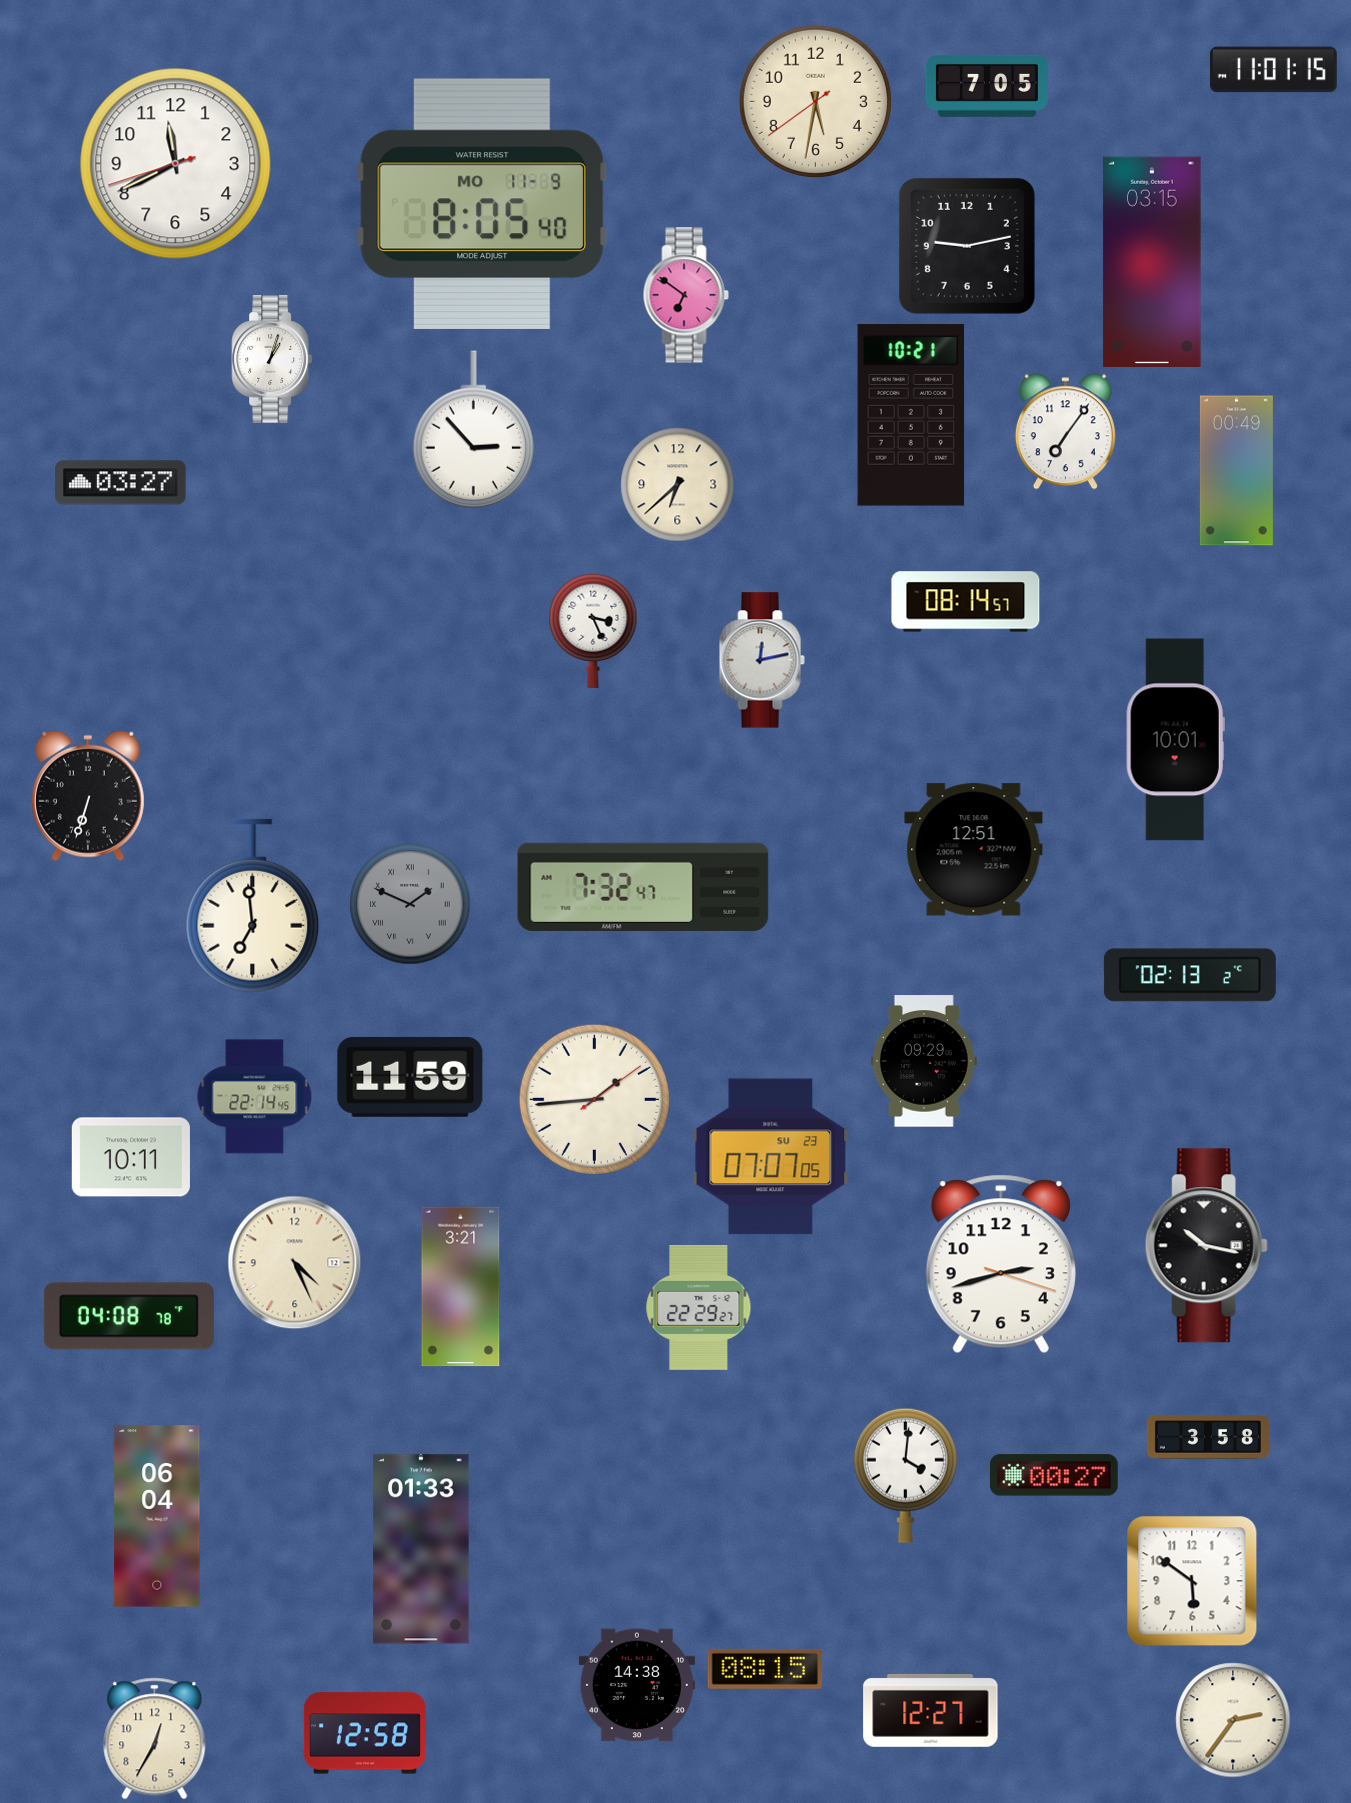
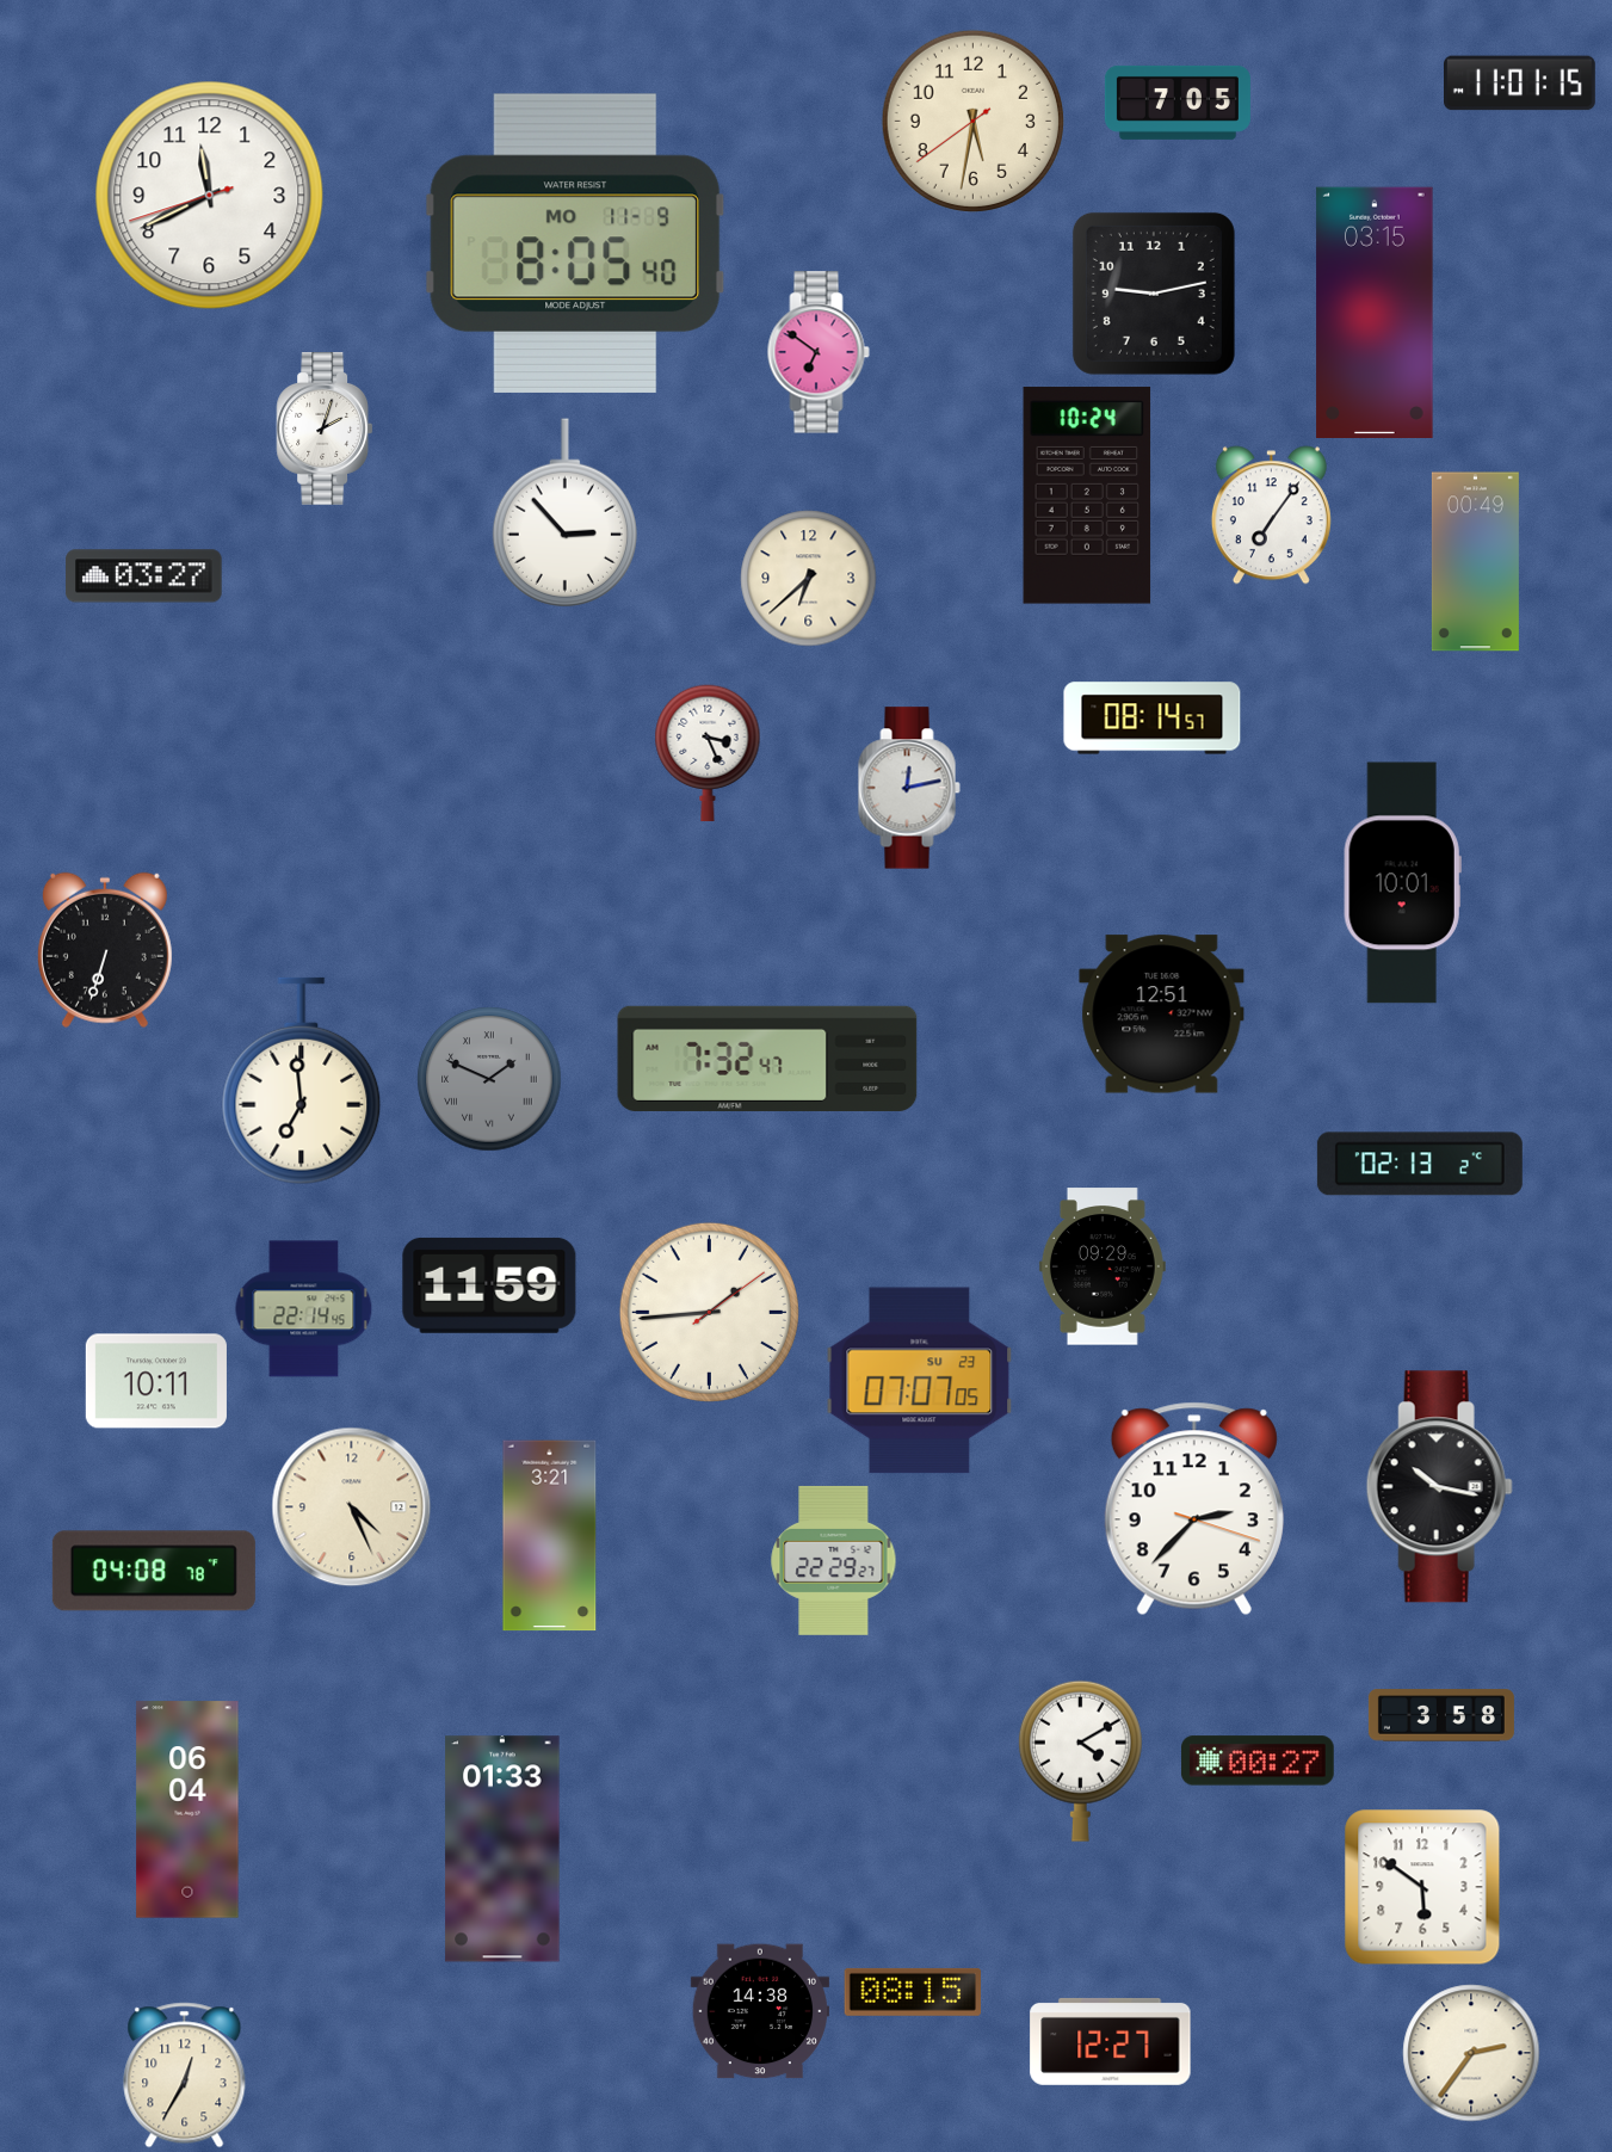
clock at (272, 360): 1:03 -> 2:03
clock at (911, 415): 10:21 -> 10:24
clock at (1001, 1264): 2:42 -> 2:37
clock at (905, 1475): 4:01 -> 4:10
clock at (365, 1733): 12:58 -> none
